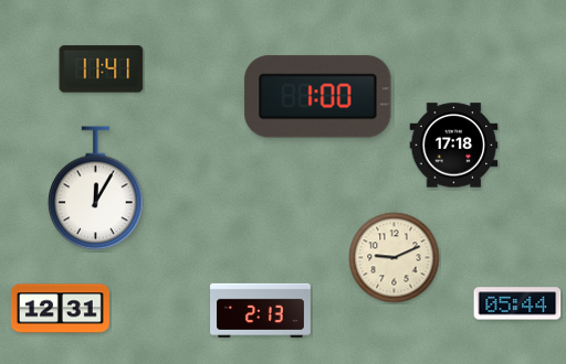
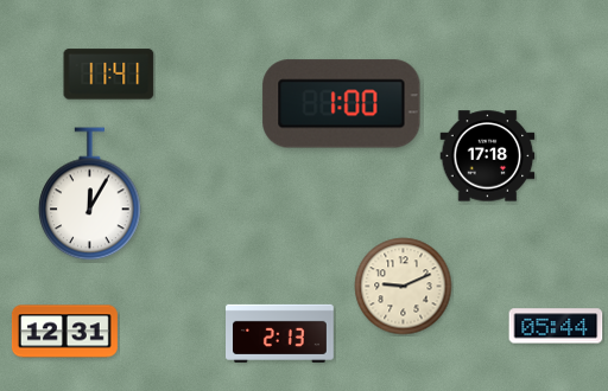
clock at (96, 189) position: (96, 189) -> (90, 194)
clock at (395, 258) position: (395, 258) -> (404, 287)
